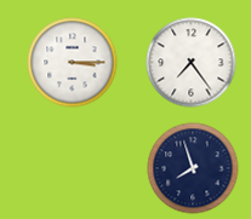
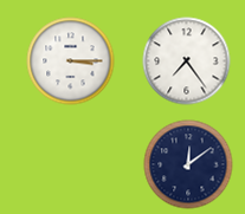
clock at (193, 168): 7:57 -> 12:09
